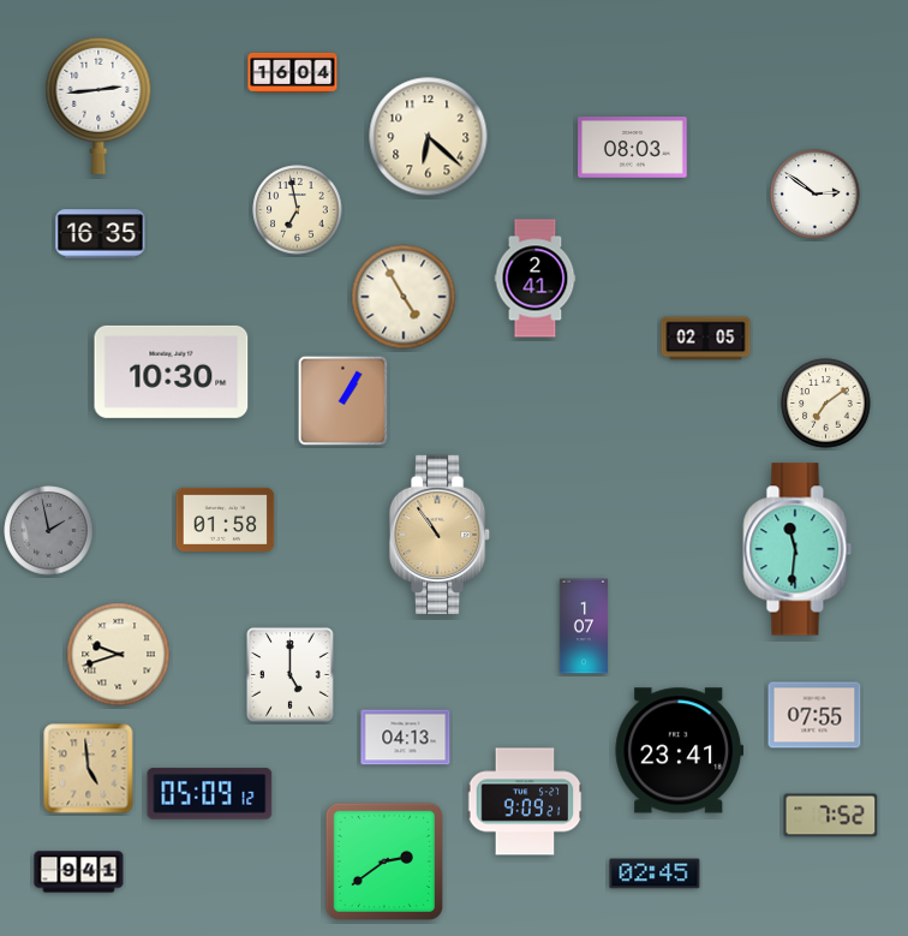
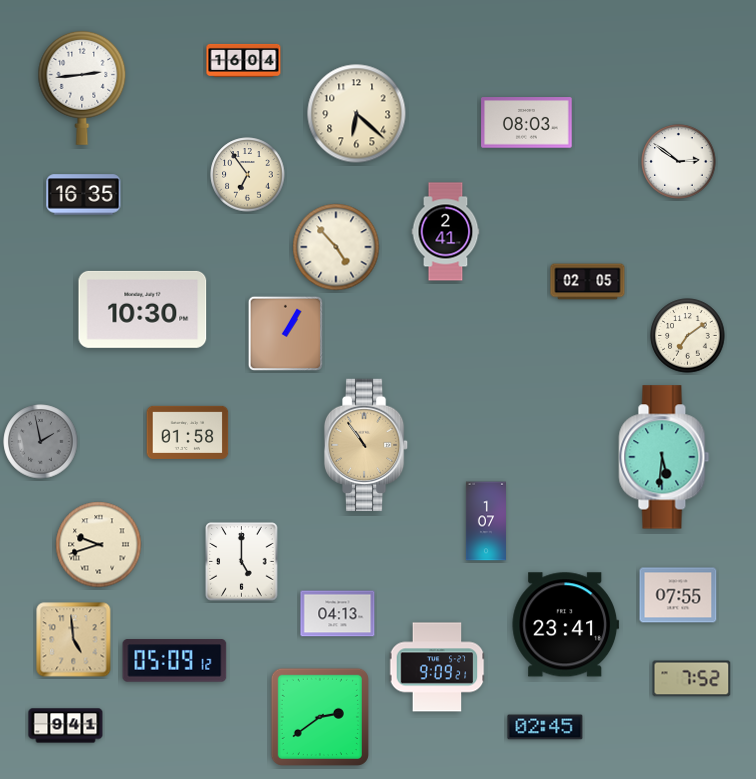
clock at (298, 210): 6:58 -> 6:54
clock at (404, 297): 4:55 -> 4:53
clock at (798, 549): 11:31 -> 5:31
